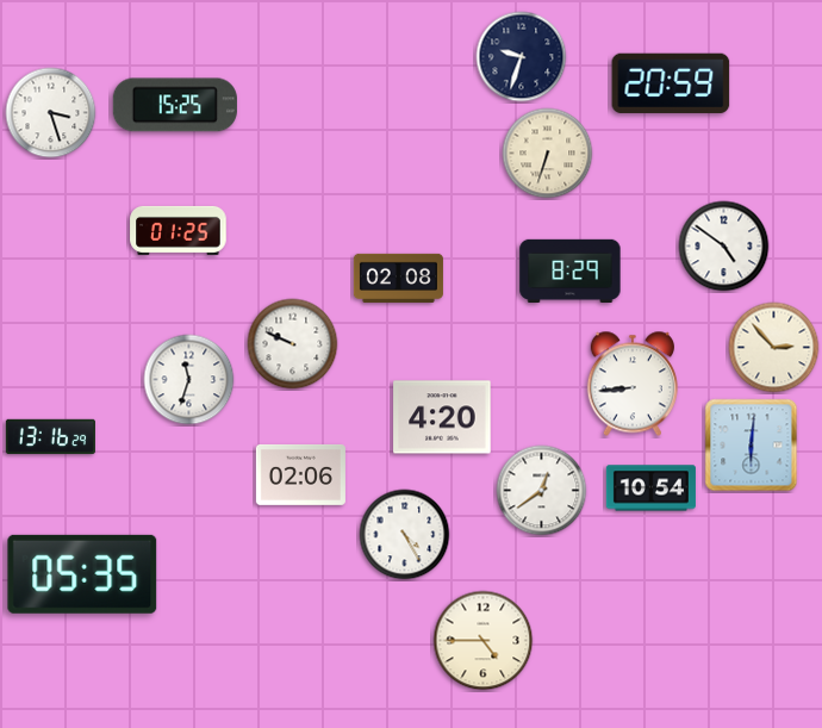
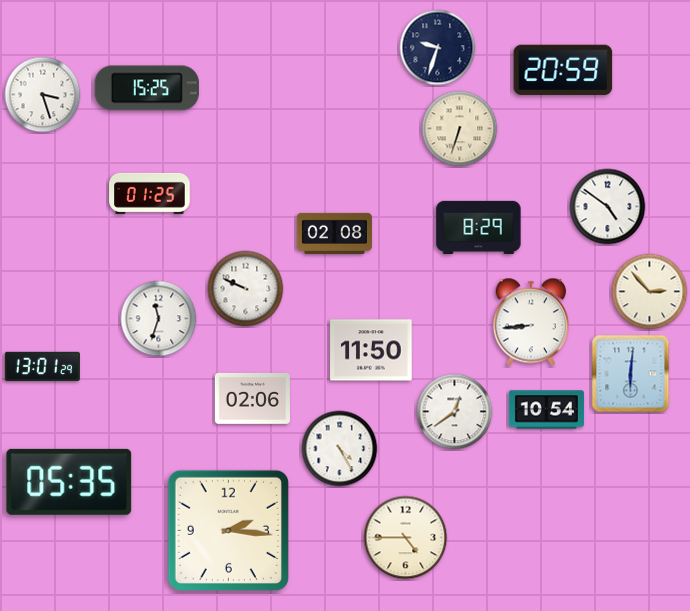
clock at (442, 417): 4:20 -> 11:50
clock at (50, 437): 13:16 -> 13:01
clock at (228, 530): none -> 2:16
